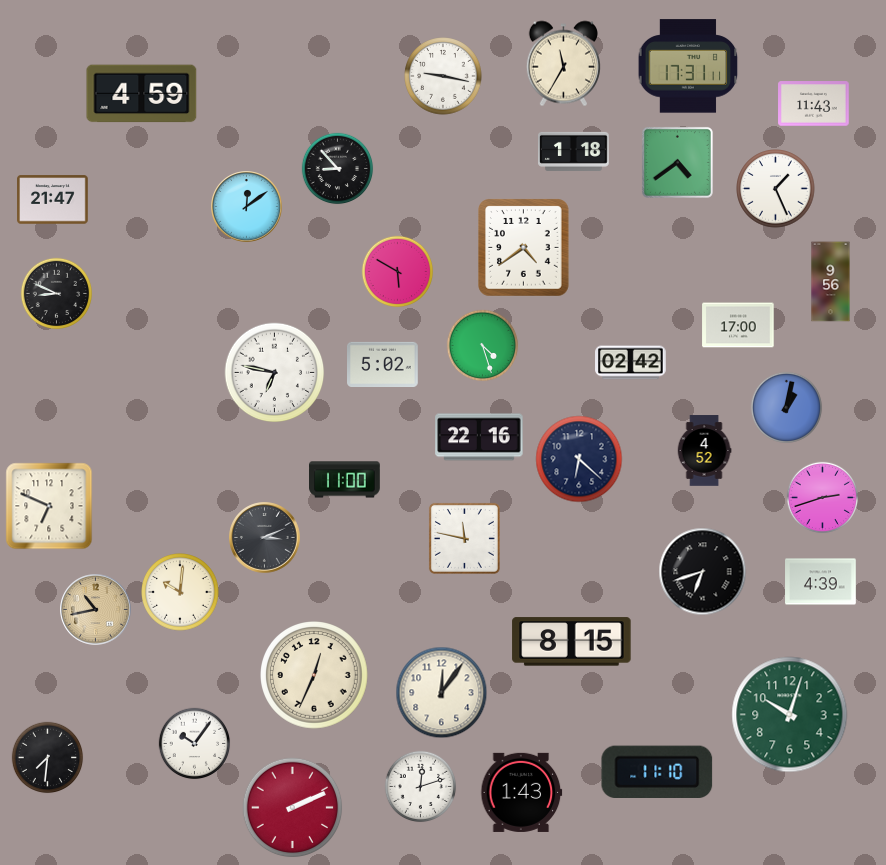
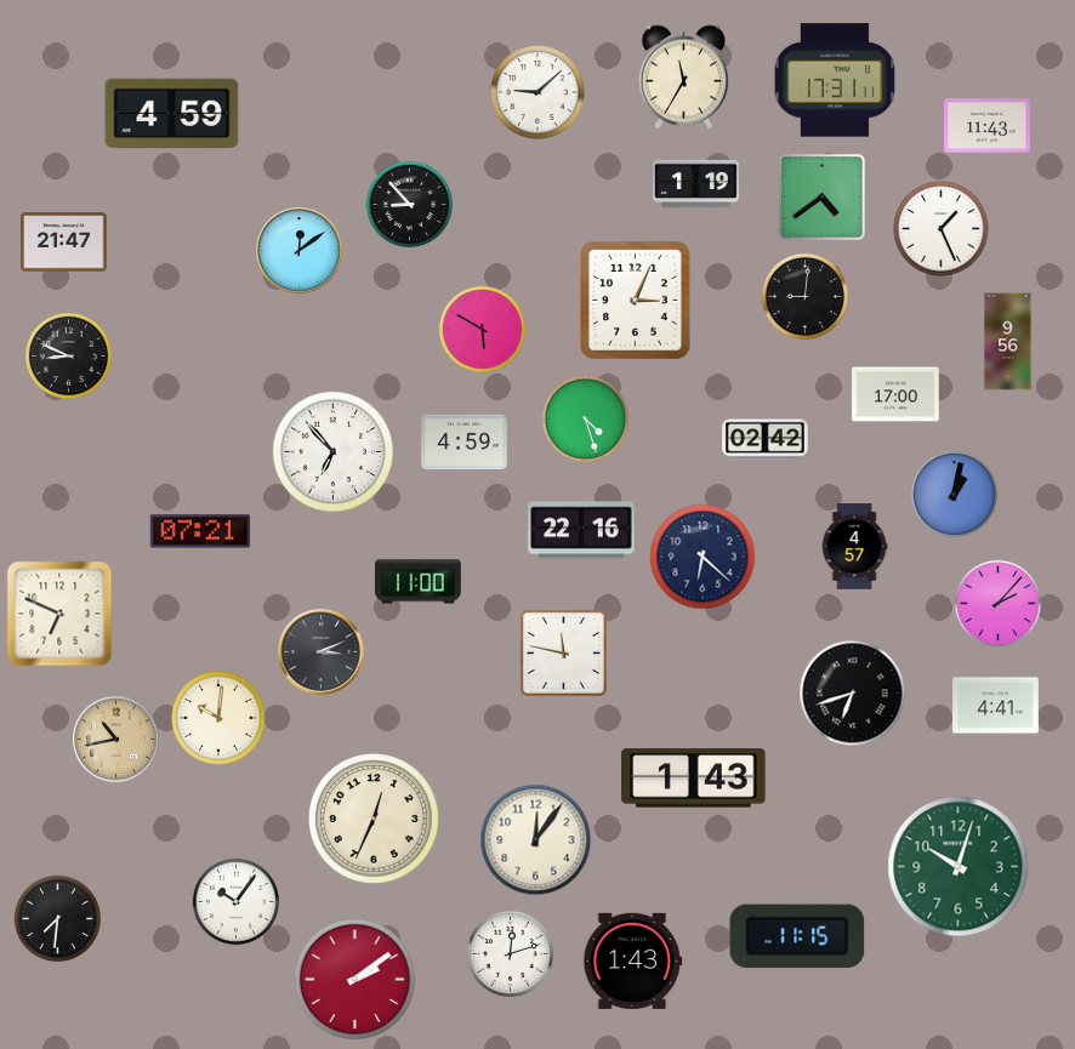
clock at (443, 76): 9:17 -> 9:08
clock at (574, 151): 1:18 -> 1:19
clock at (806, 297): none -> 9:01
clock at (524, 248): 4:39 -> 3:04
clock at (383, 364): 5:02 -> 4:59
clock at (275, 373): 6:47 -> 6:53
clock at (200, 531): none -> 07:21
clock at (704, 451): 4:52 -> 4:57
clock at (823, 498): 2:42 -> 2:07
clock at (821, 582): 4:39 -> 4:41
clock at (572, 642): 8:15 -> 1:43
clock at (315, 676) position: (315, 676) -> (375, 820)
clock at (657, 771): 11:10 -> 11:15
clock at (293, 808): 2:11 -> 2:09
